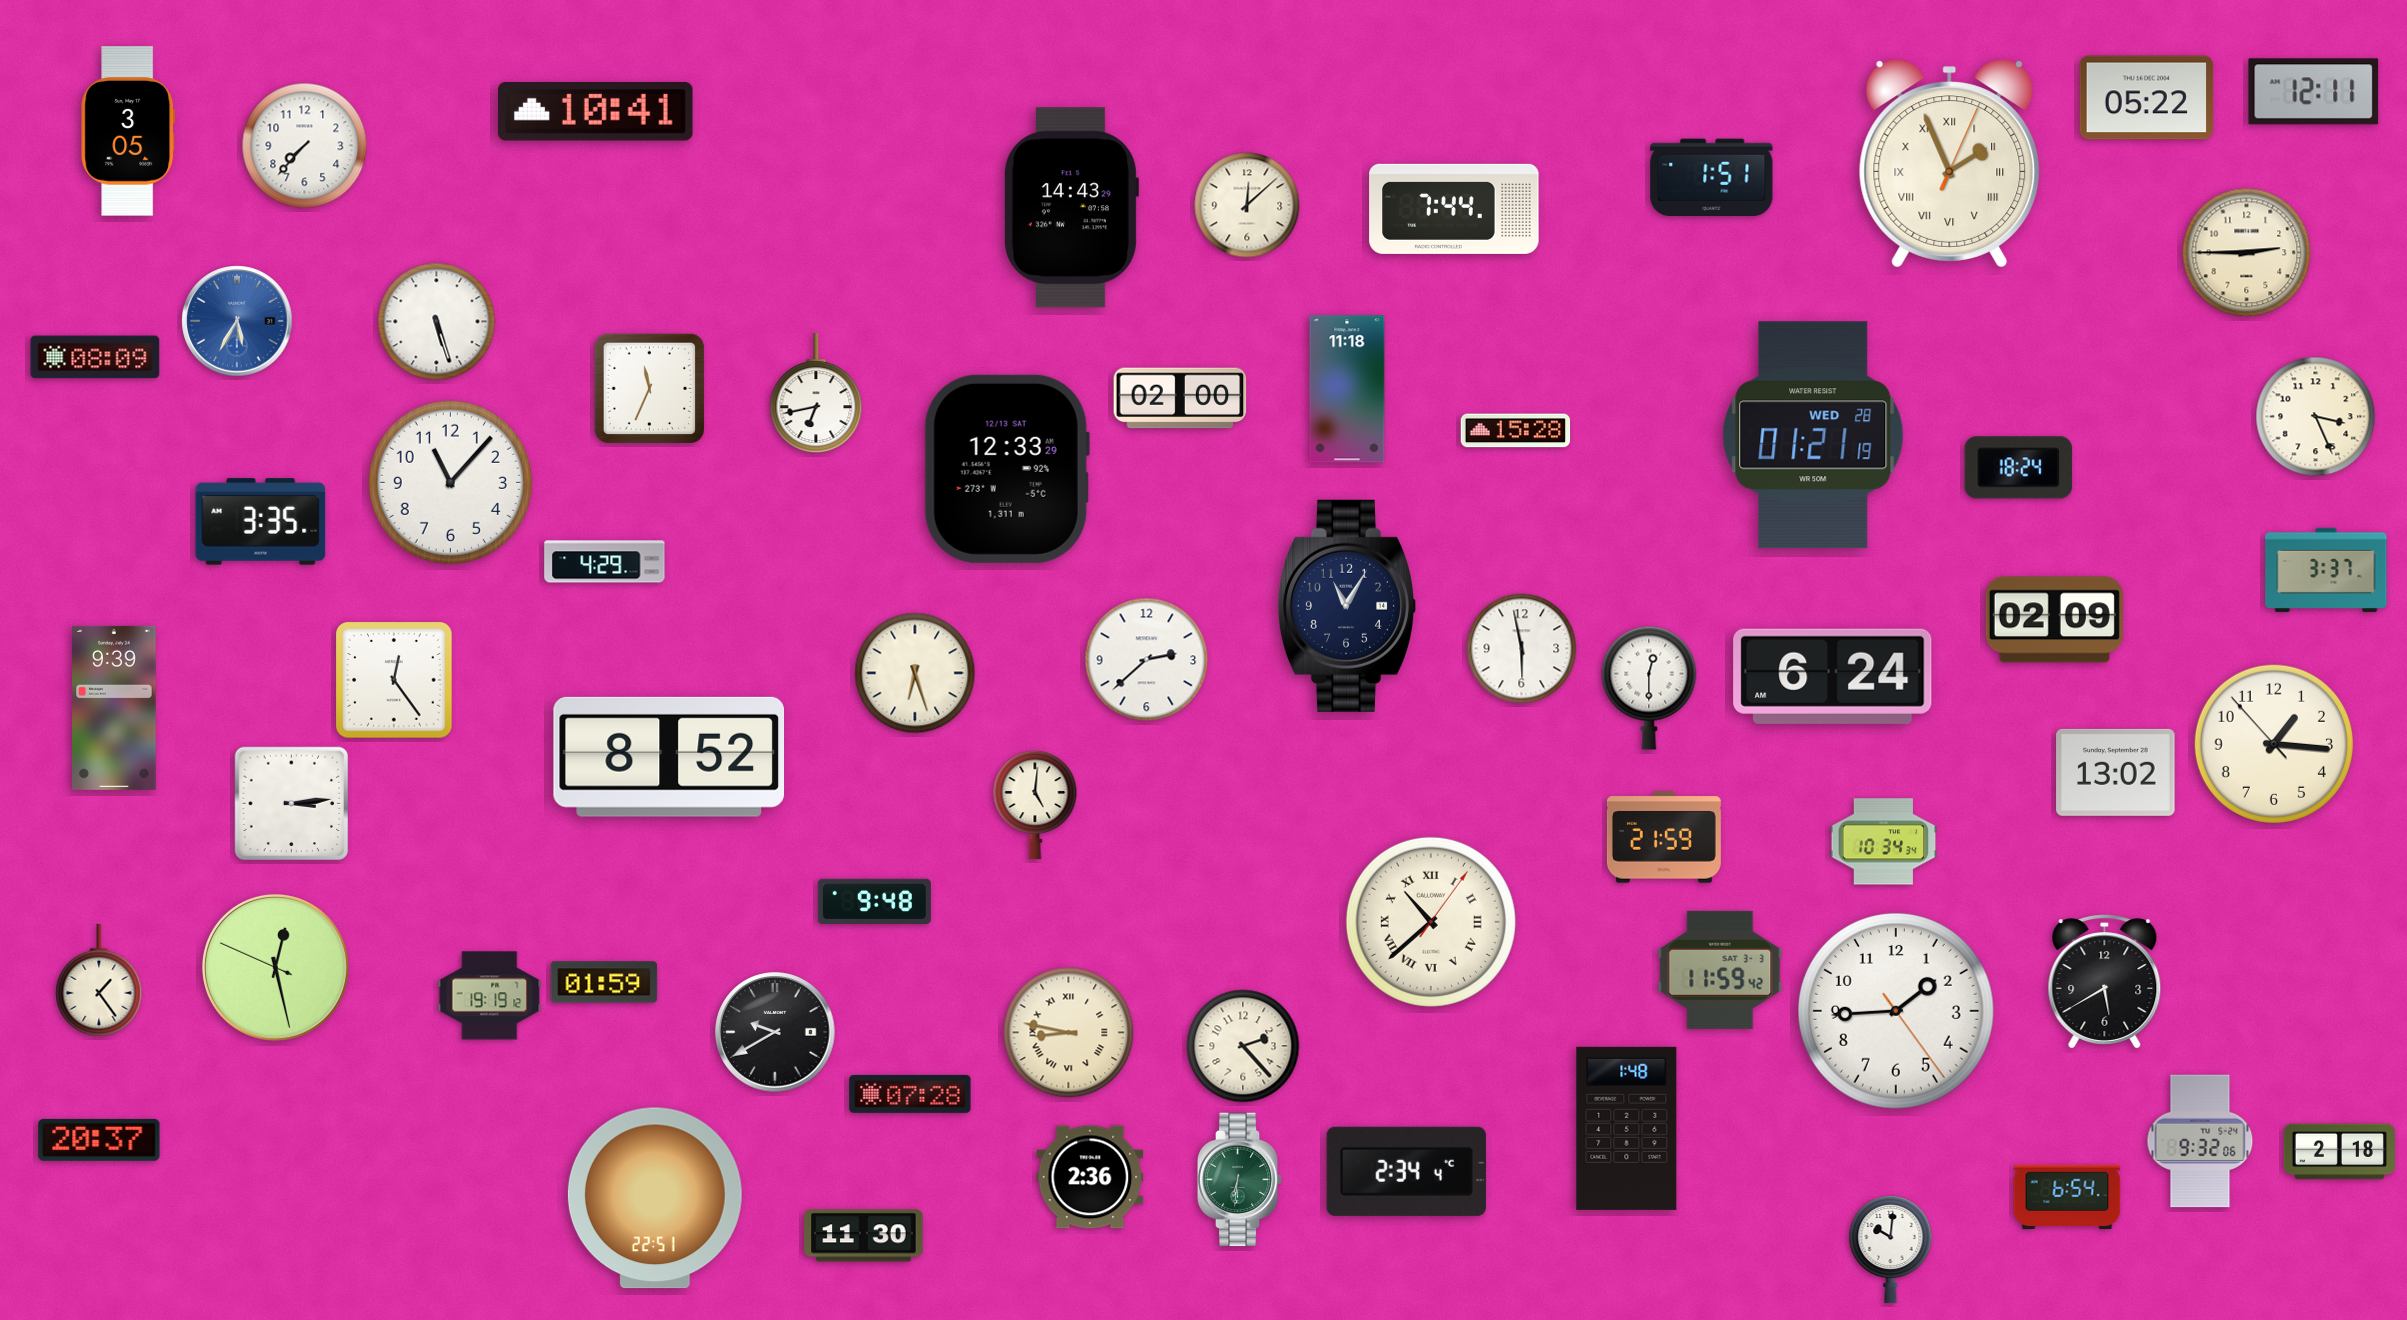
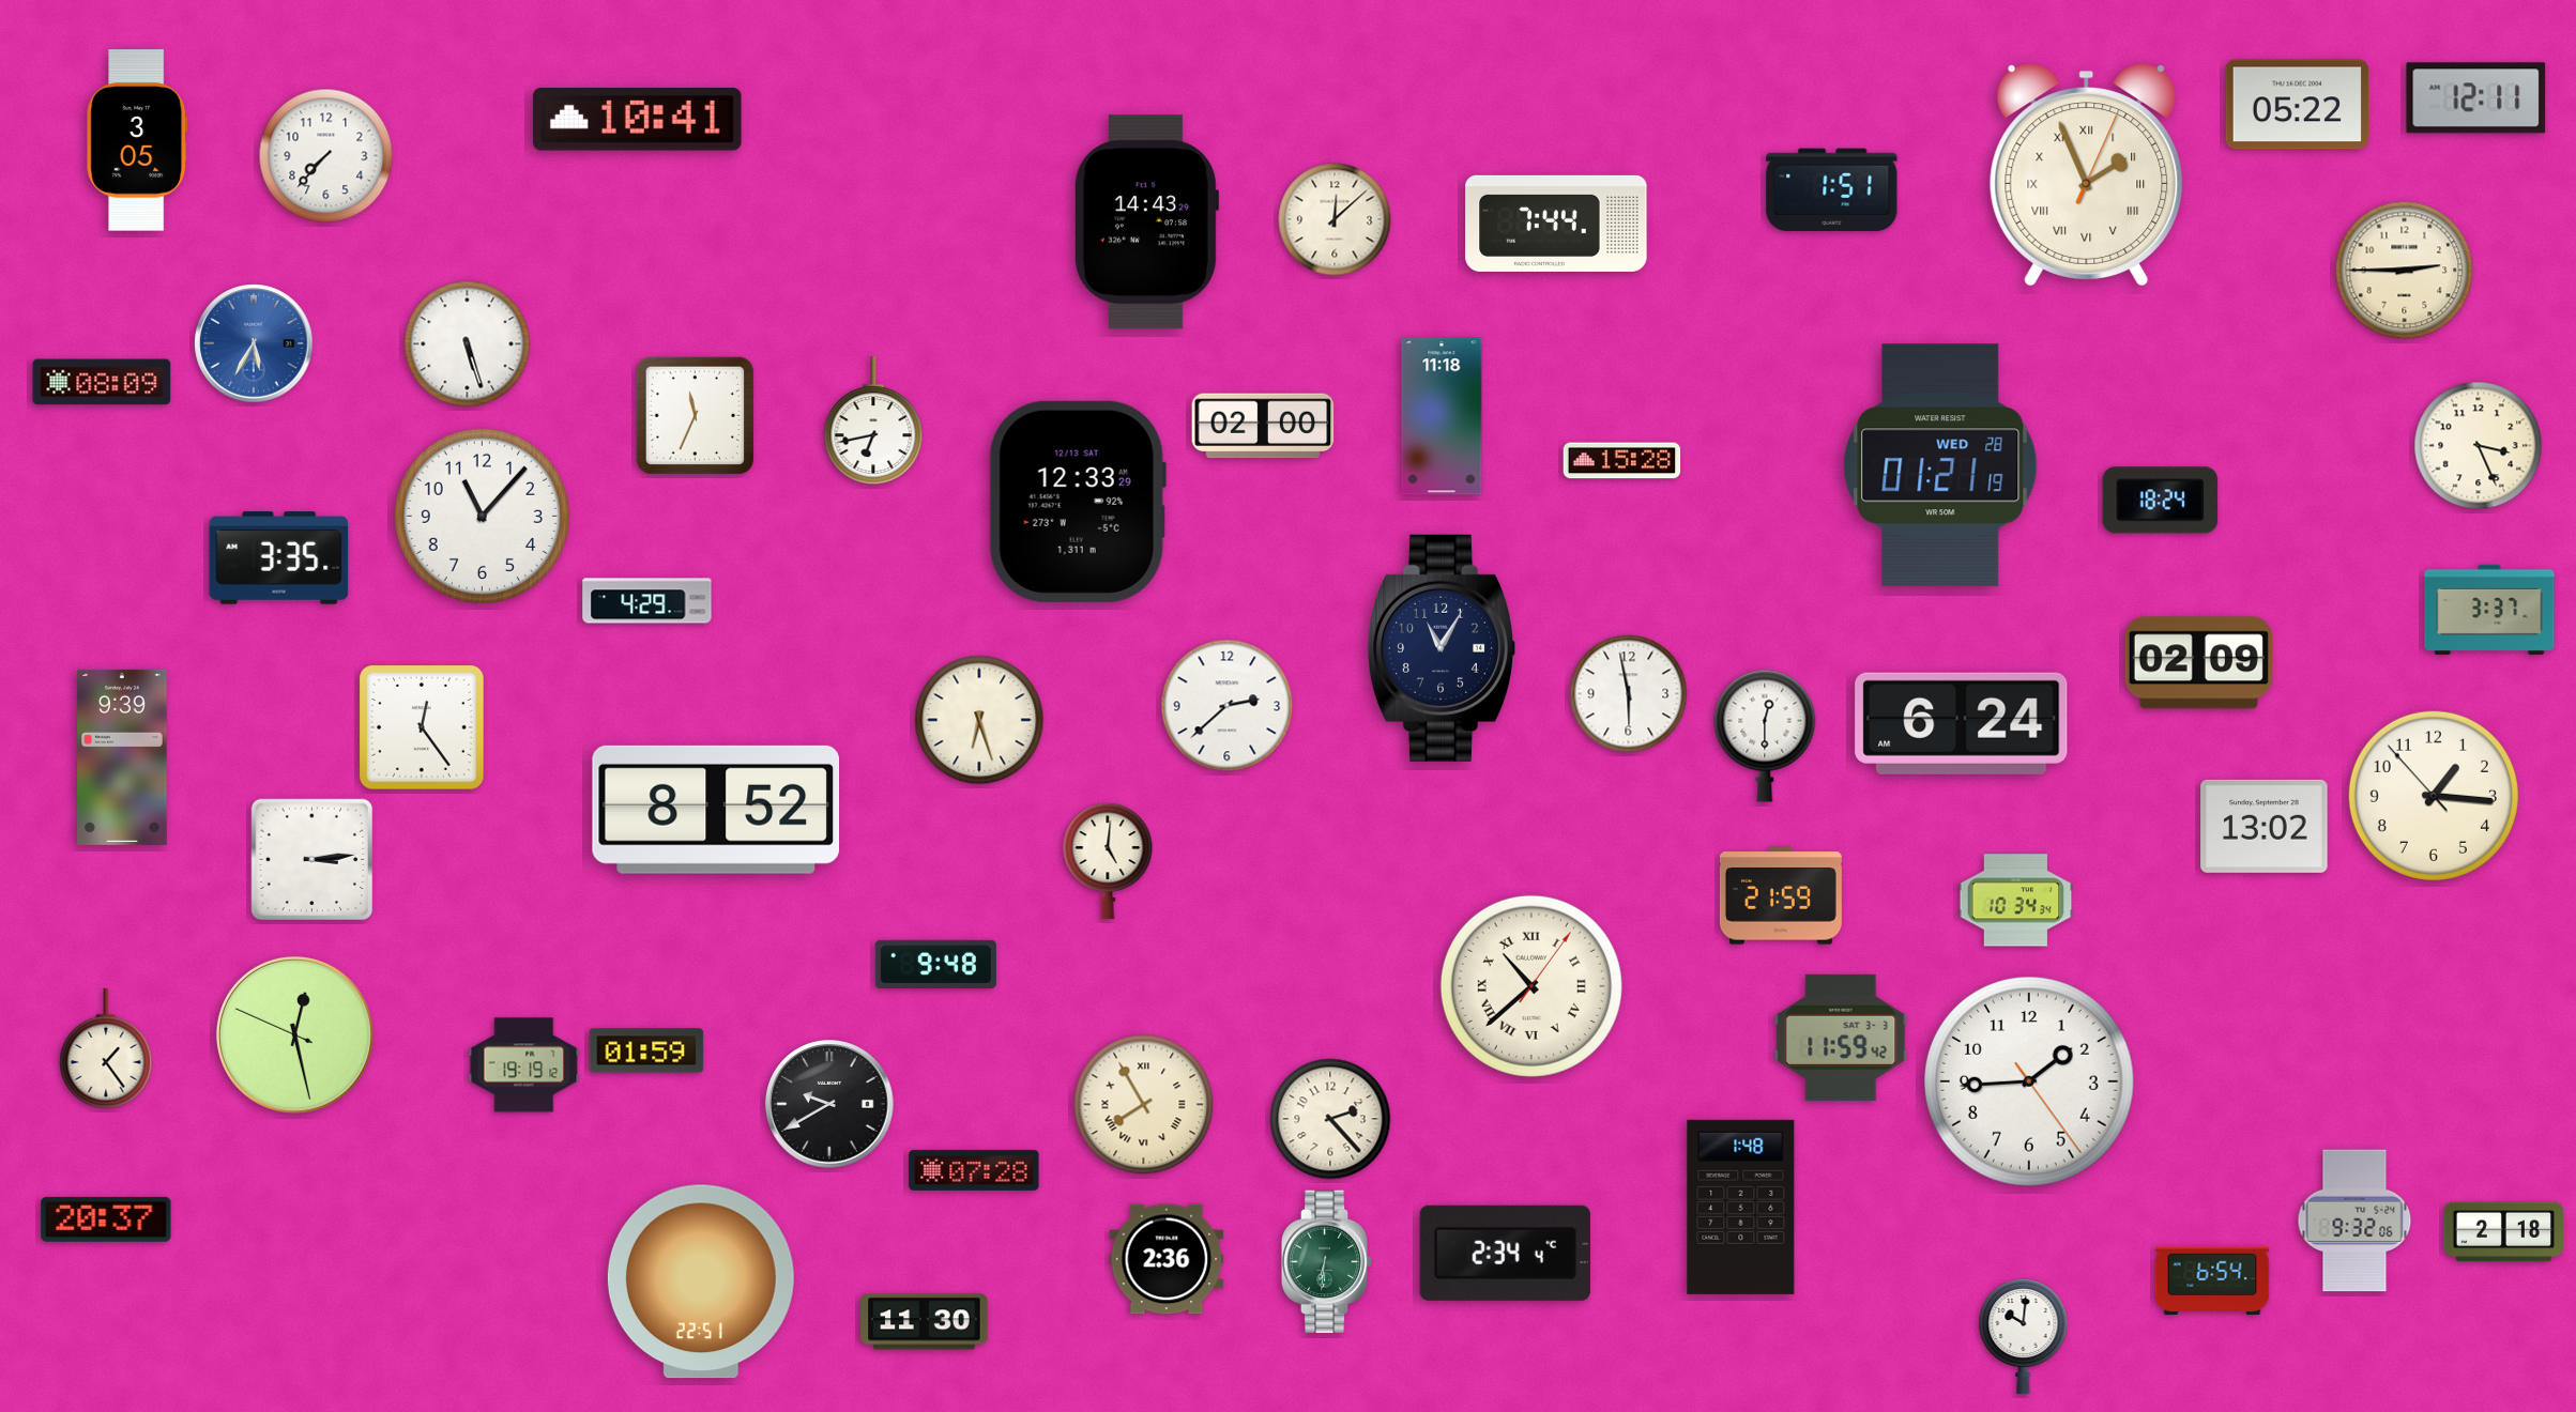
clock at (2105, 982): 5:40 -> none
clock at (1069, 1033): 8:47 -> 7:55
